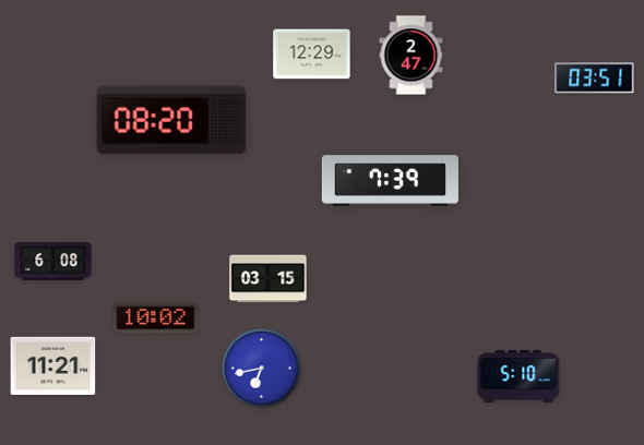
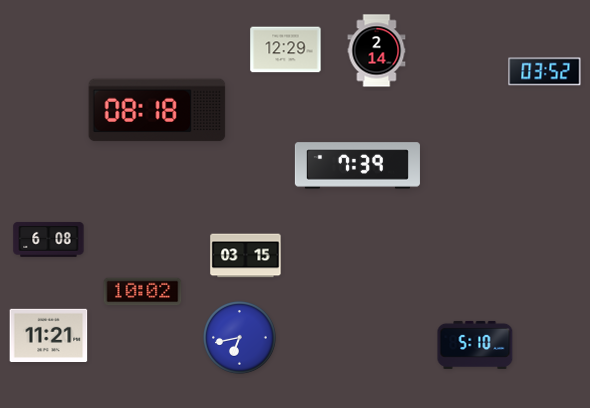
clock at (412, 56): 2:47 -> 2:14
clock at (595, 79): 03:51 -> 03:52
clock at (171, 120): 08:20 -> 08:18
